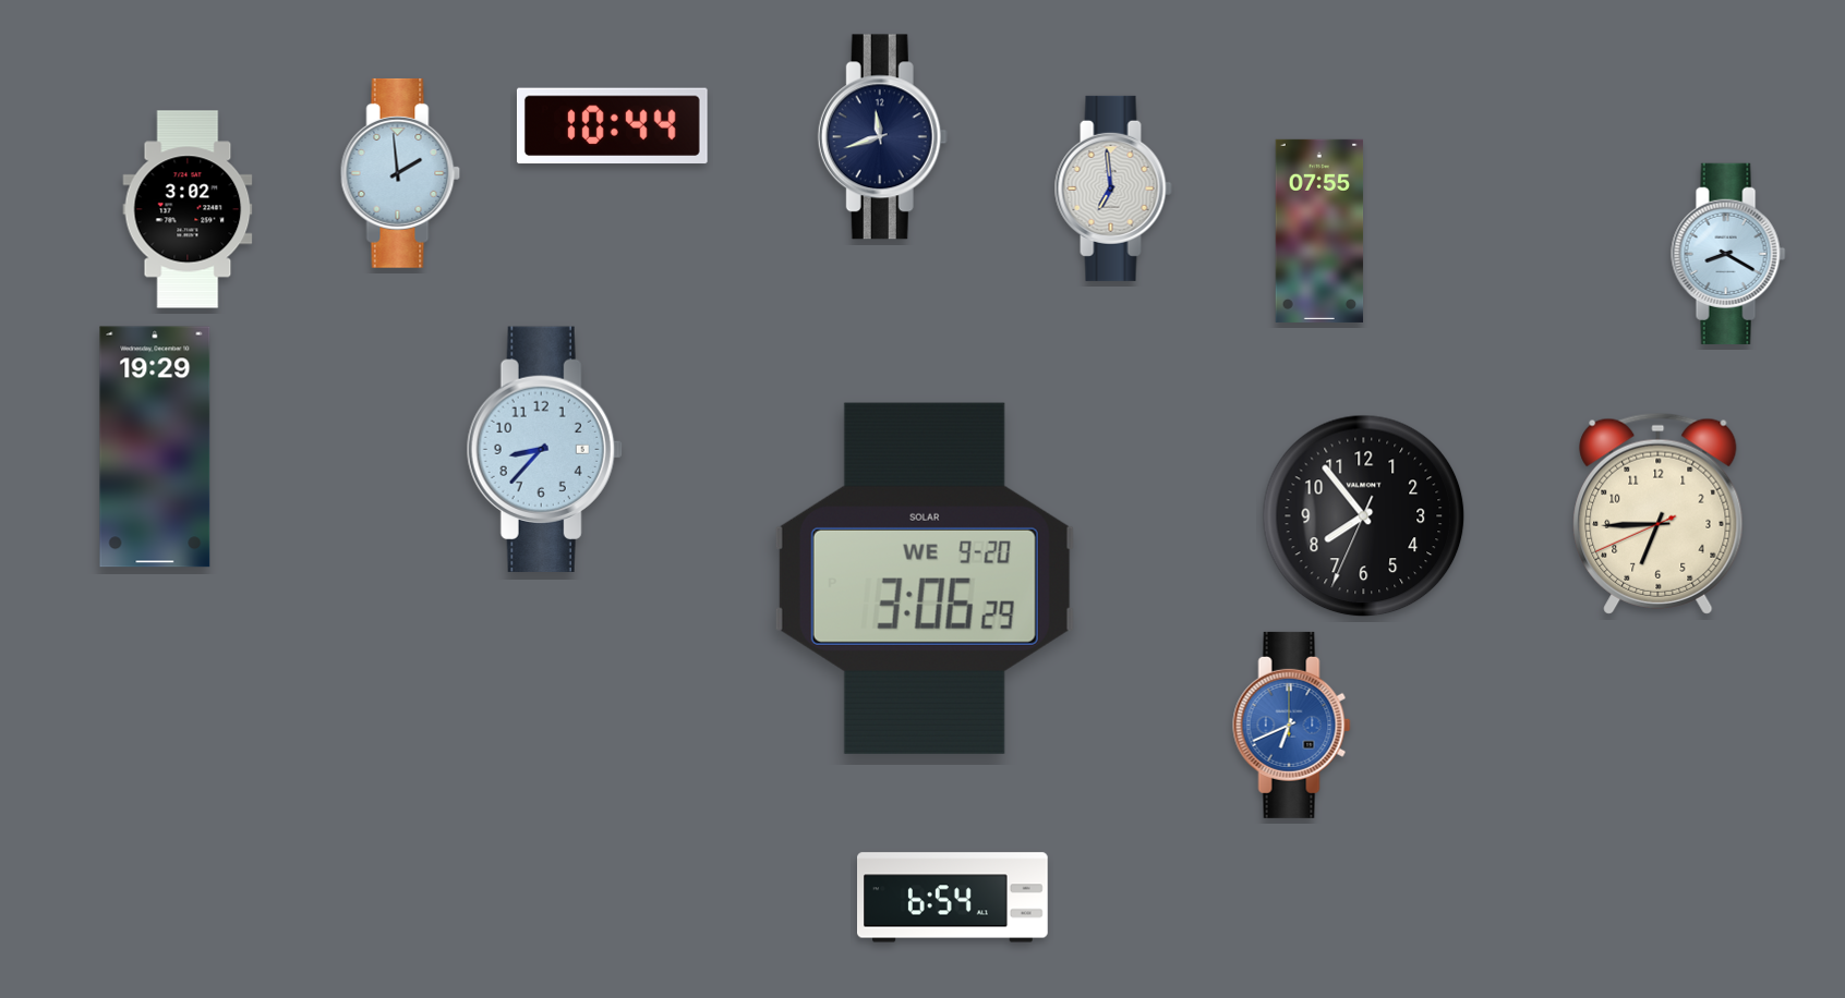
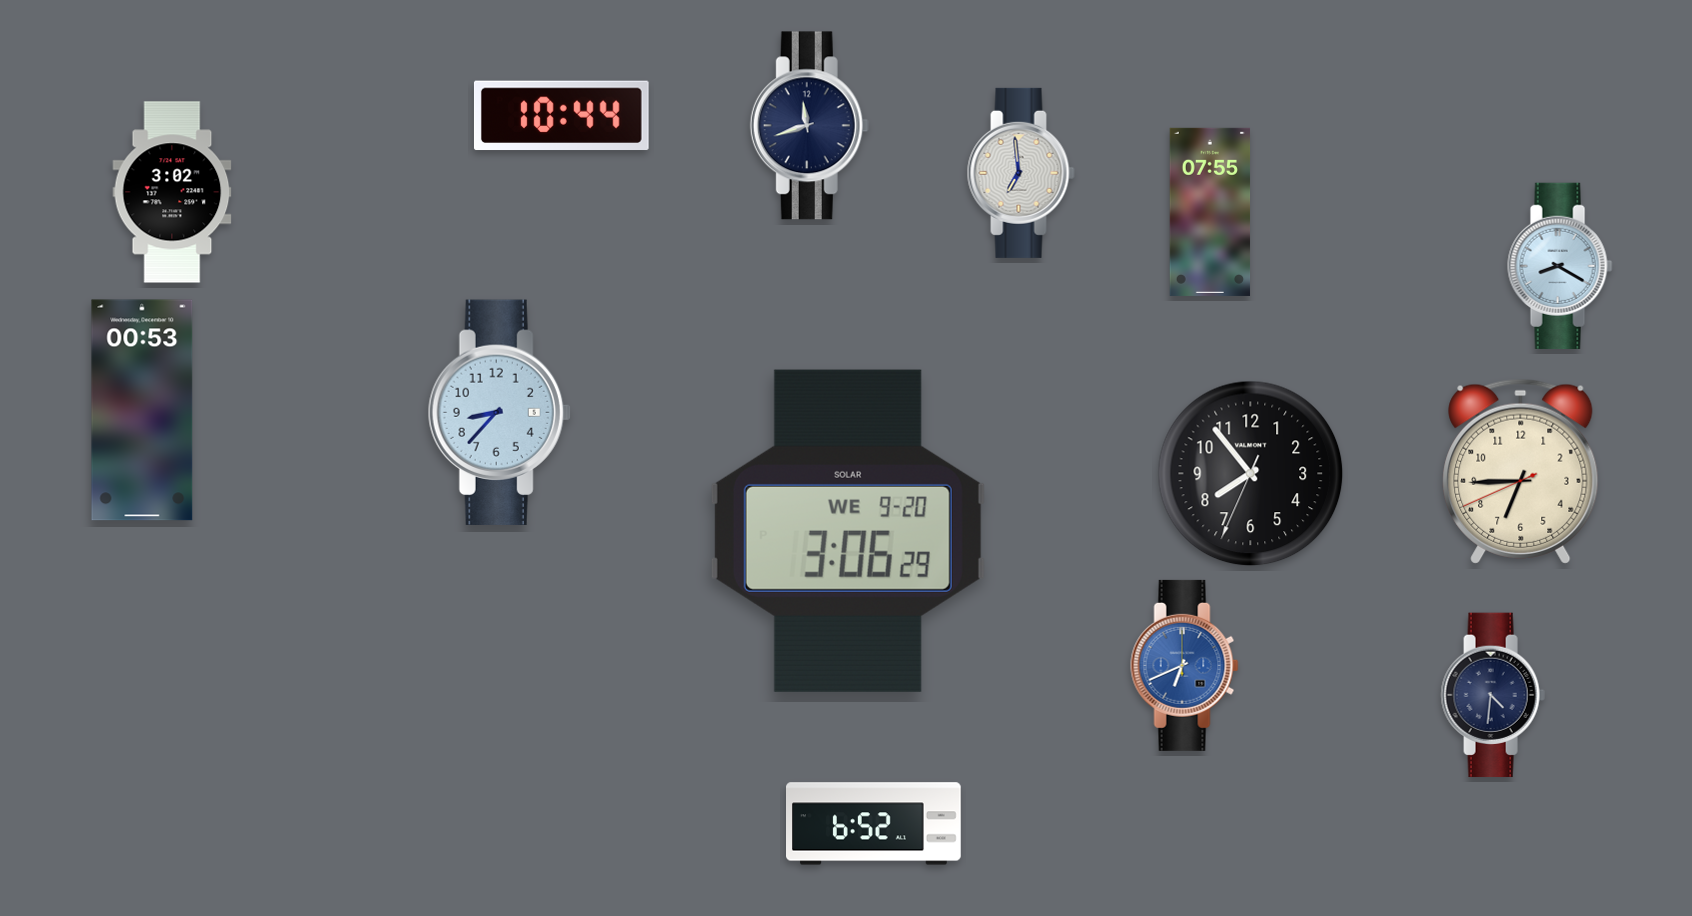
clock at (400, 173): 1:59 -> none
clock at (1728, 254) position: (1728, 254) -> (1560, 266)
clock at (155, 447): 19:29 -> 00:53
clock at (1493, 695): none -> 4:31
clock at (953, 898): 6:54 -> 6:52
